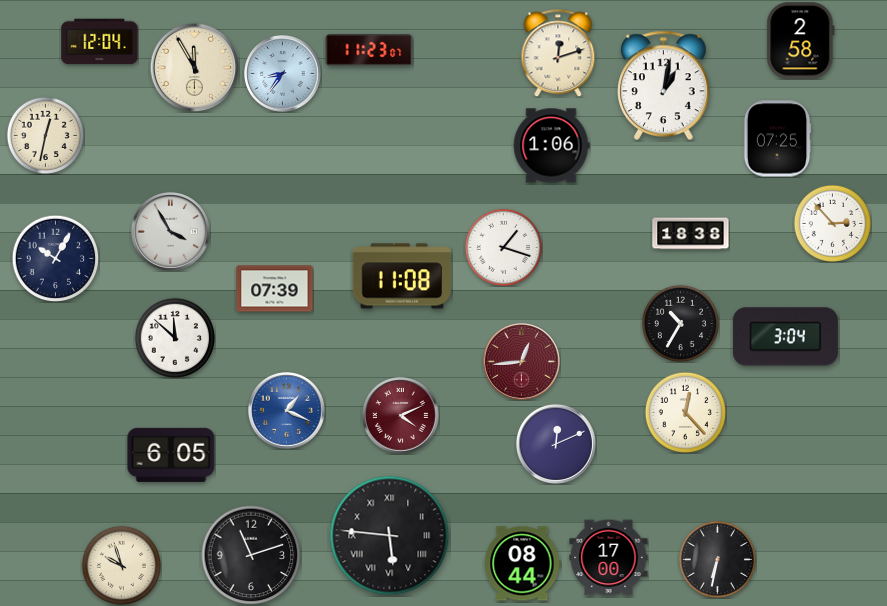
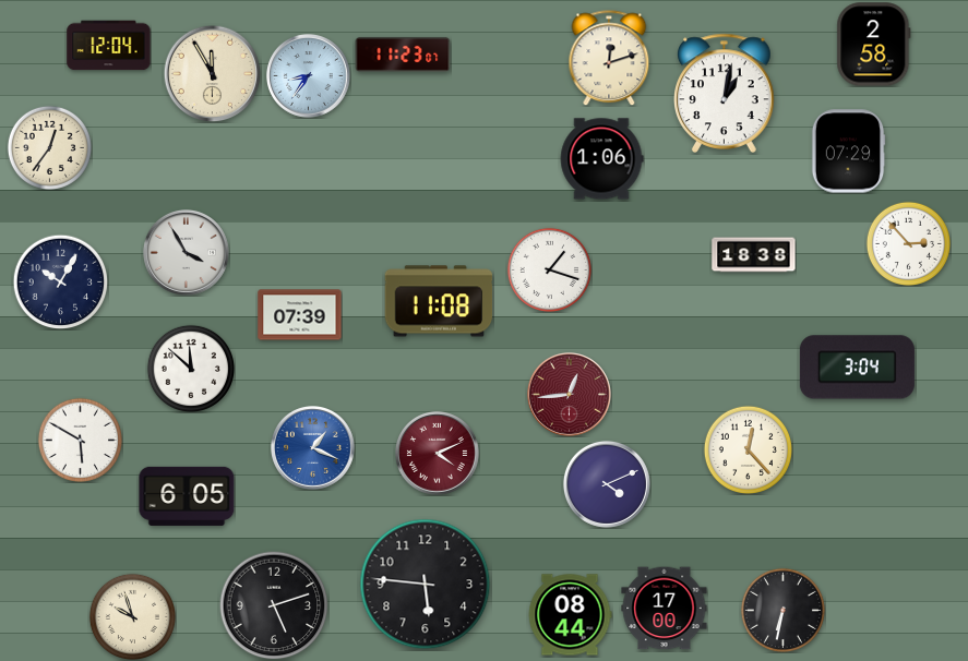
clock at (283, 74) position: (283, 74) -> (309, 76)
clock at (45, 135): 12:32 -> 12:36
clock at (777, 139): 07:25 -> 07:29
clock at (680, 323): 10:35 -> none
clock at (80, 440): none -> 5:50
clock at (556, 444): 12:11 -> 4:11
clock at (390, 536) numerals: Roman -> Arabic
clock at (251, 555): 11:12 -> 5:12
